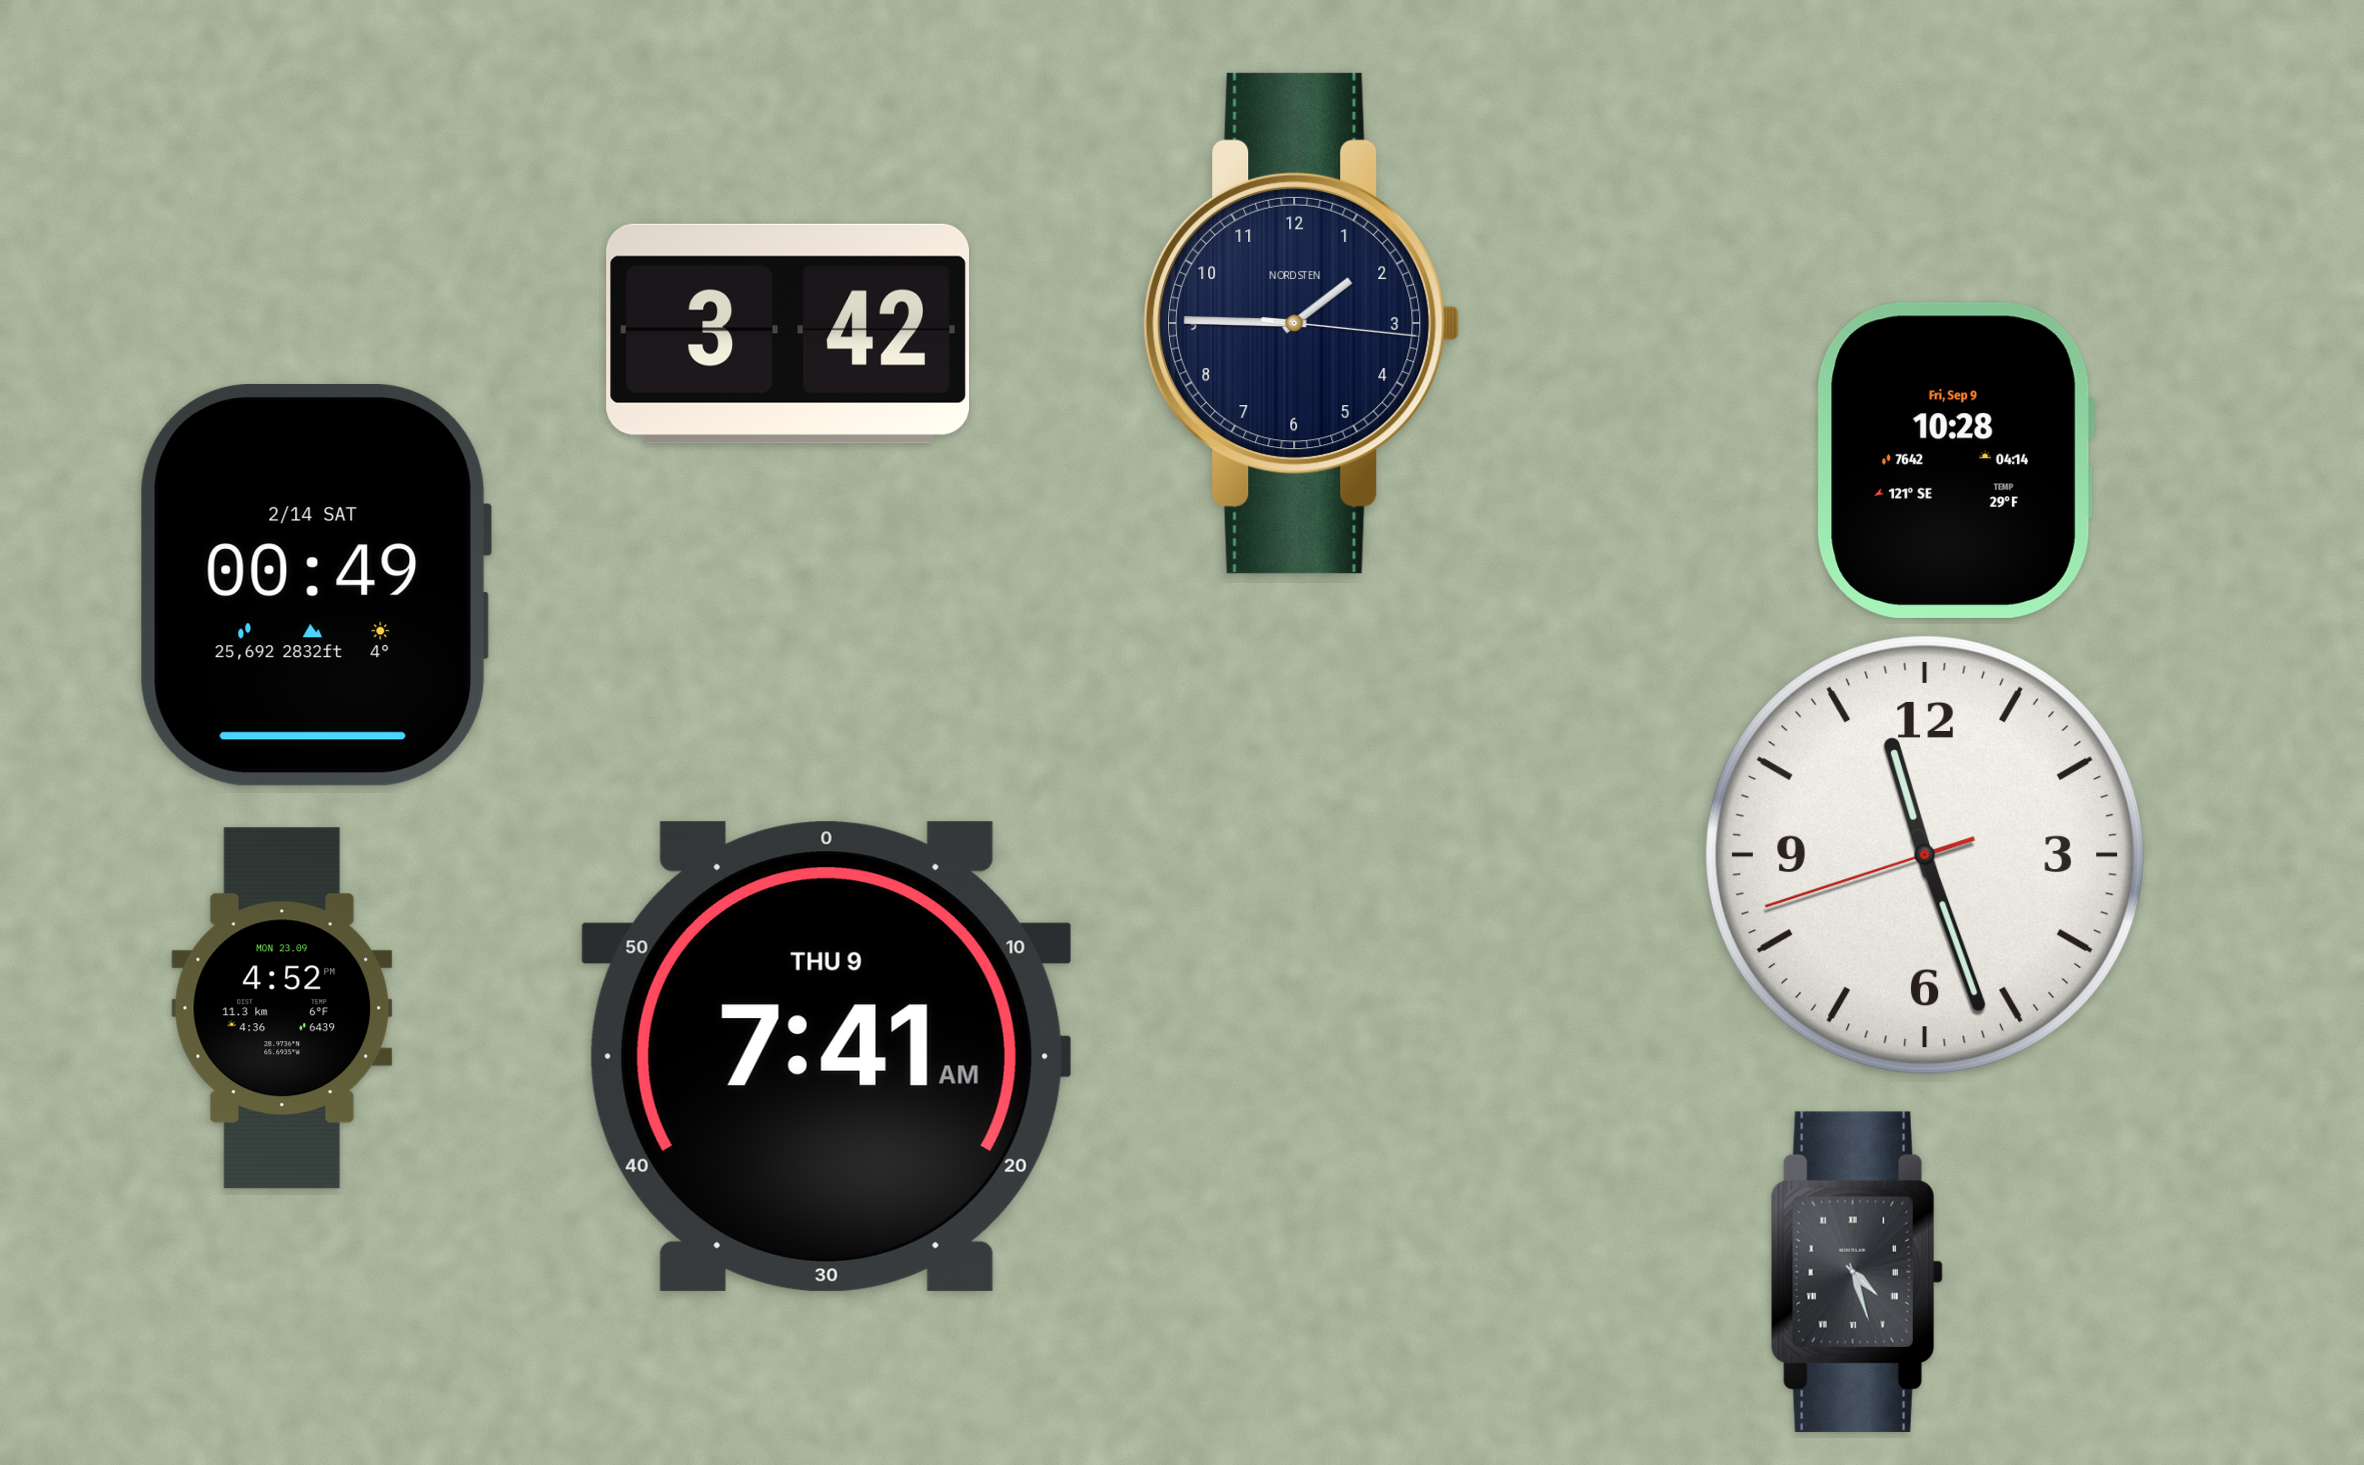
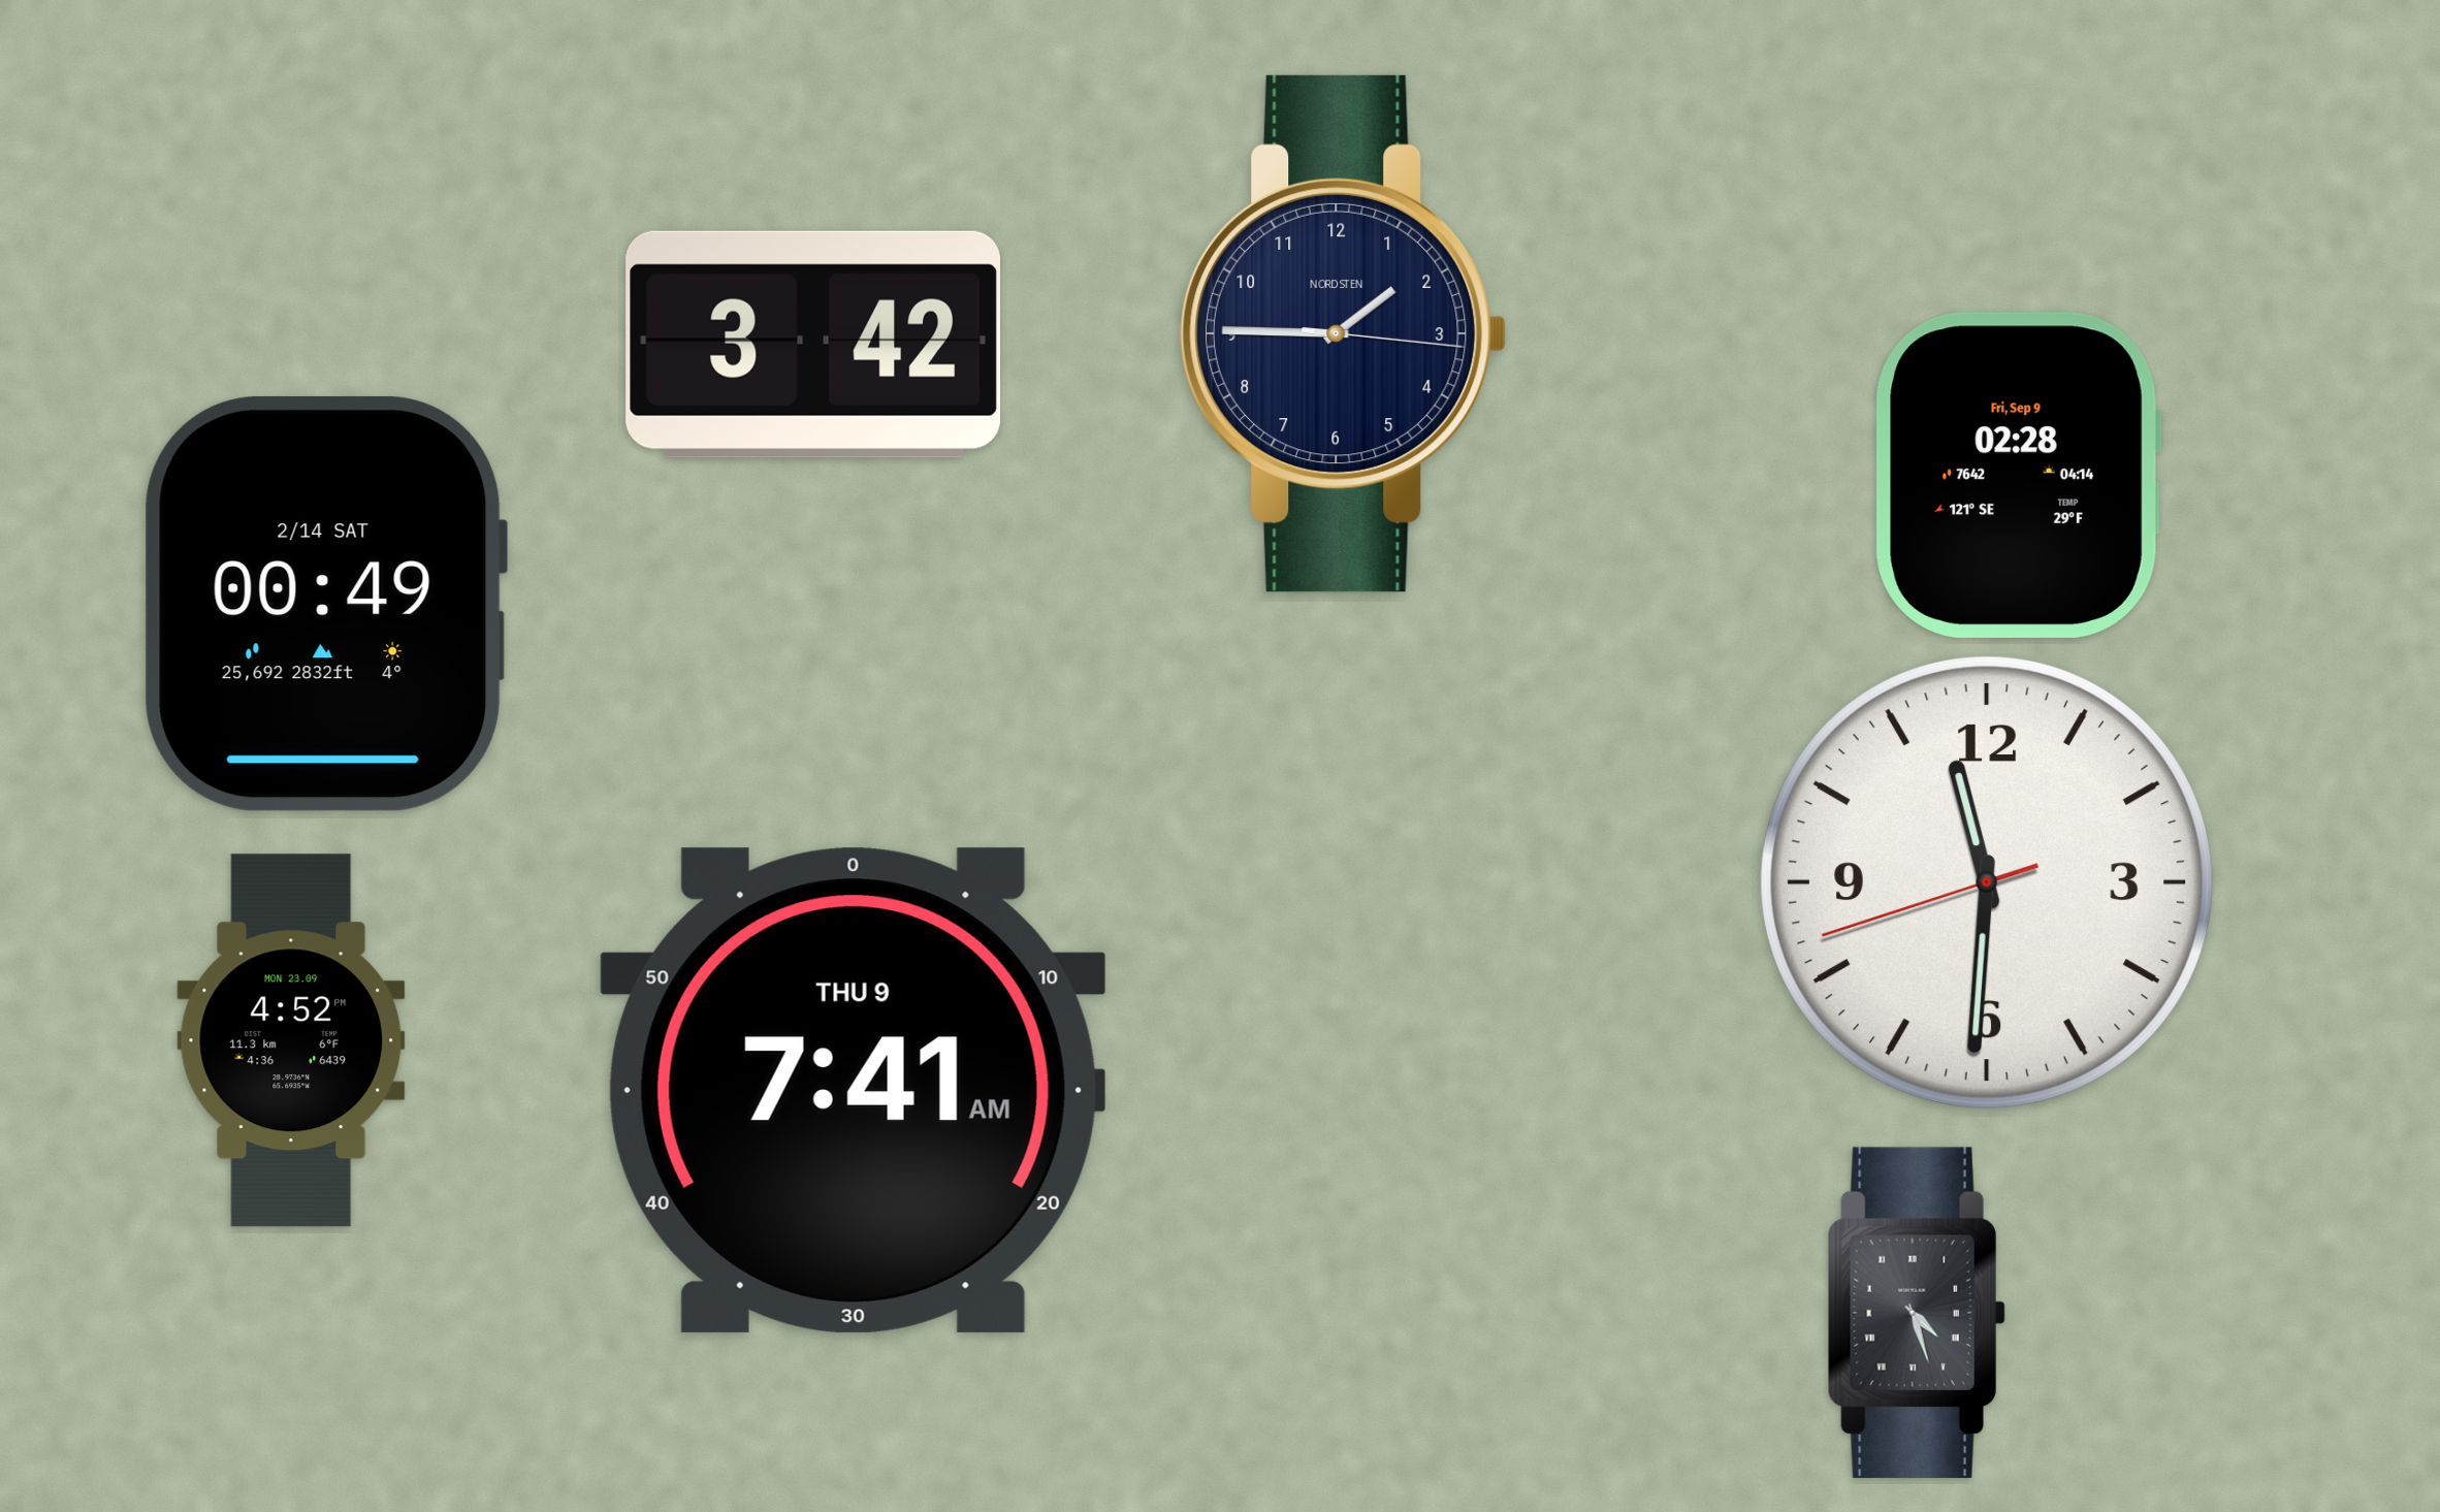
clock at (1955, 460): 10:28 -> 02:28
clock at (1925, 855): 11:26 -> 11:30
